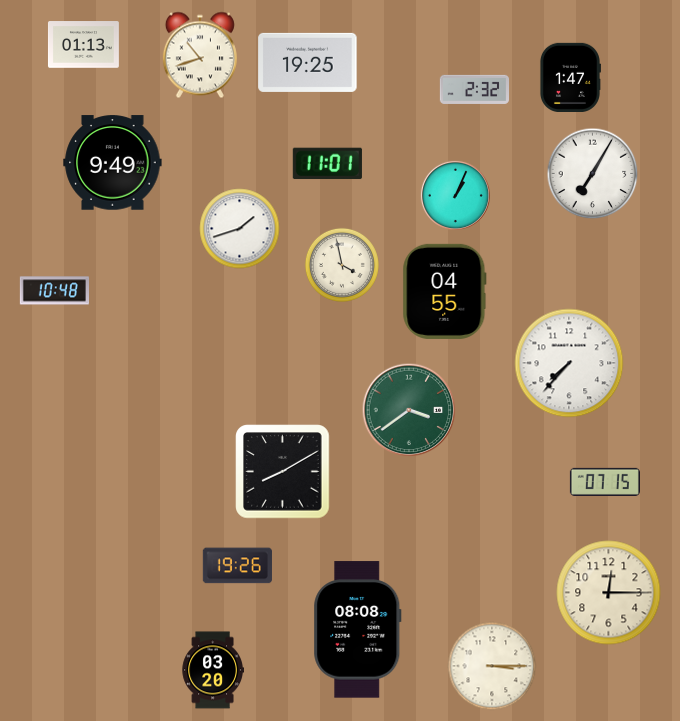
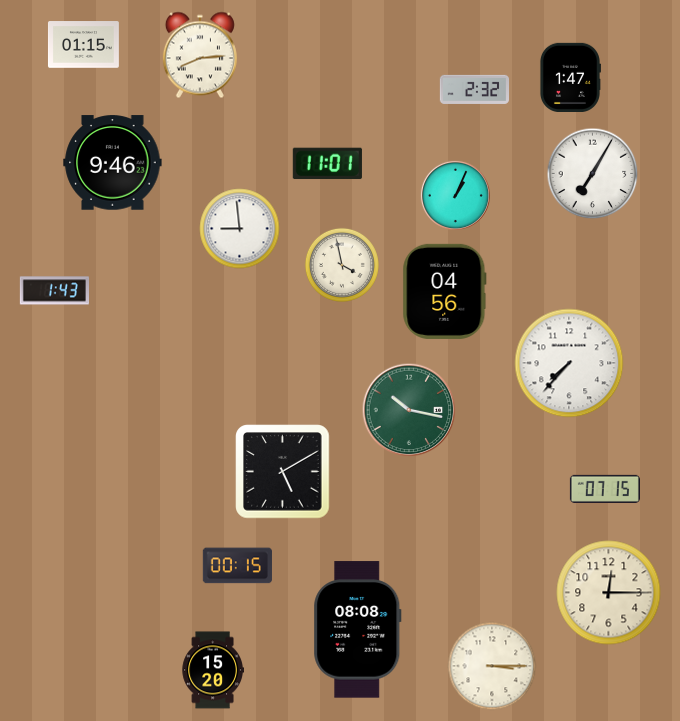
clock at (83, 45): 01:13 -> 01:15
clock at (200, 55): 10:42 -> 8:14
clock at (308, 62): 19:25 -> none
clock at (113, 163): 9:49 -> 9:46
clock at (240, 229): 1:42 -> 8:59
clock at (54, 291): 10:48 -> 1:43
clock at (445, 291): 04:55 -> 04:56
clock at (409, 410): 3:39 -> 10:17
clock at (283, 472): 8:10 -> 5:10
clock at (605, 482) position: (605, 482) -> (605, 489)
clock at (237, 566): 19:26 -> 00:15
clock at (213, 670): 03:20 -> 15:20
